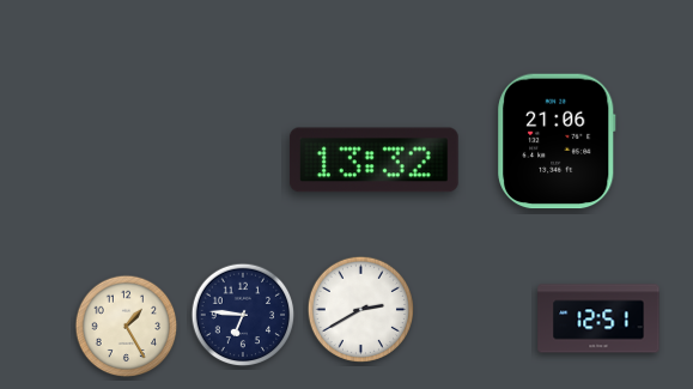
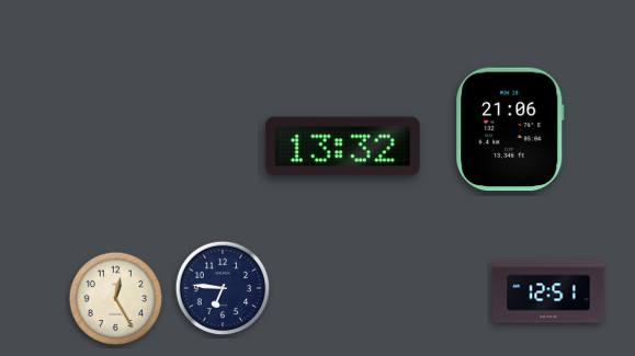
clock at (360, 309): 2:40 -> none
clock at (127, 327): 1:25 -> 12:25
